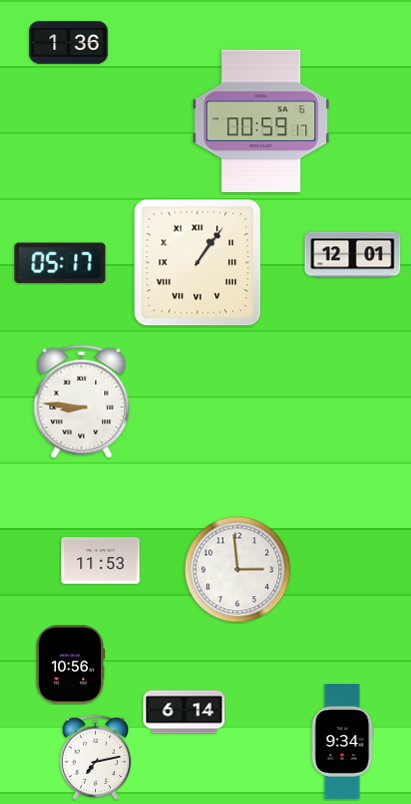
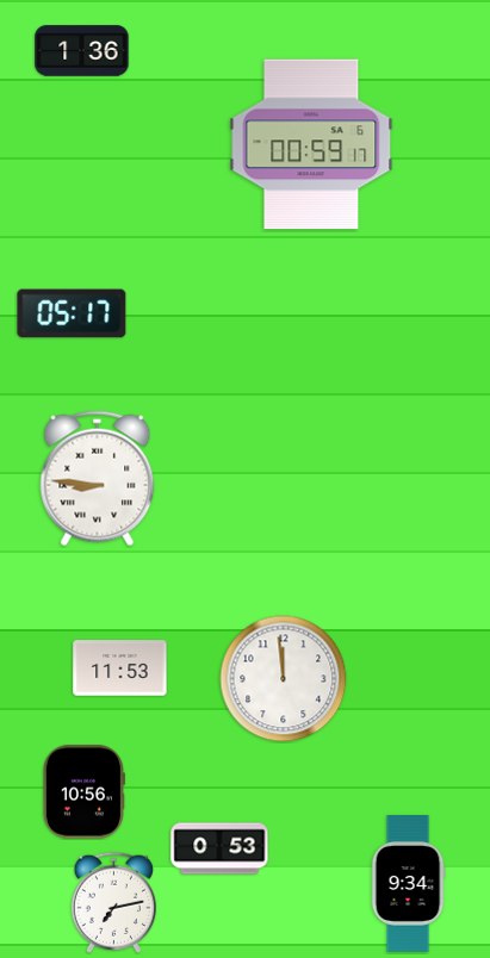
clock at (353, 255): 12:01 -> none
clock at (198, 263): 1:06 -> none
clock at (238, 570): 2:59 -> 11:59
clock at (184, 712): 6:14 -> 0:53
